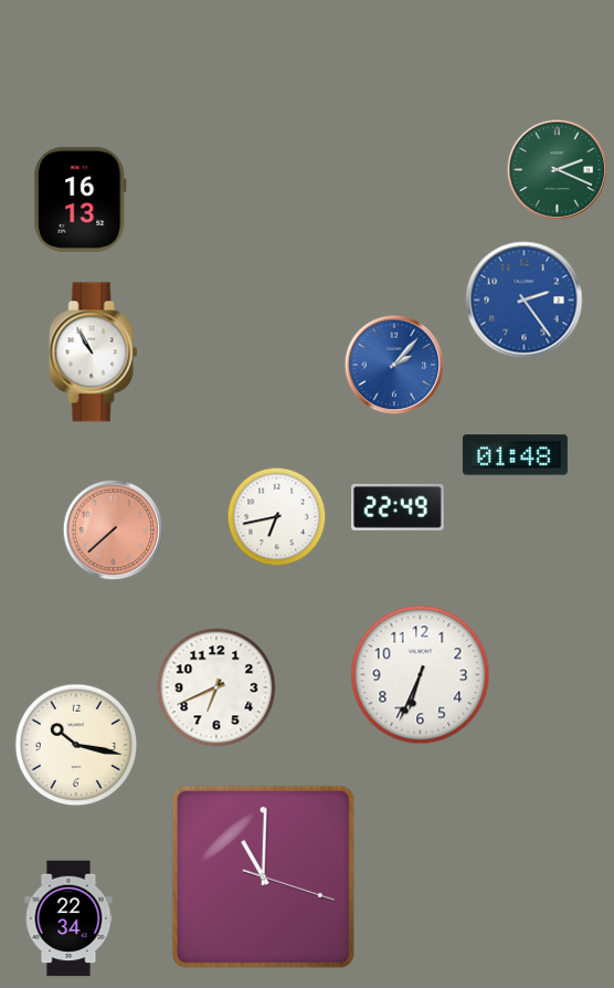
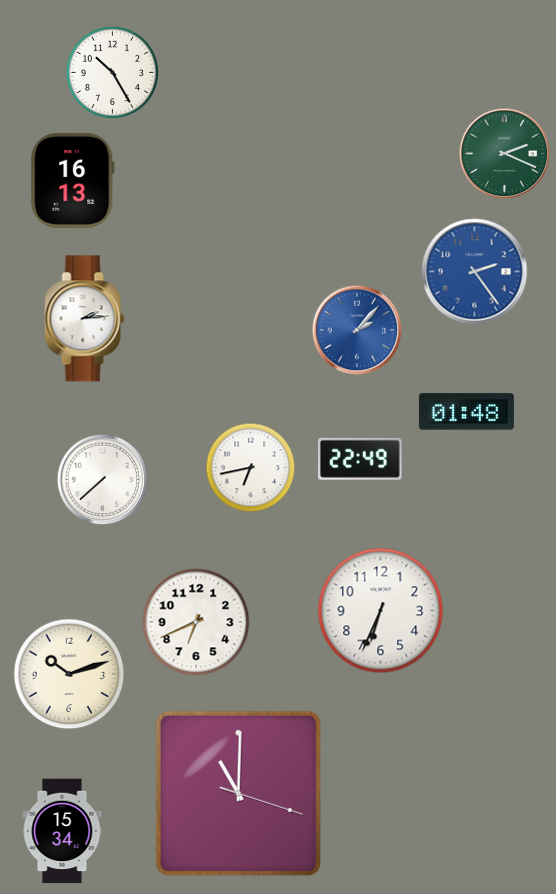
clock at (112, 72): none -> 10:25
clock at (94, 353): 10:55 -> 2:14
clock at (114, 530) dial: salmon -> white
clock at (76, 745): 10:17 -> 10:12
clock at (68, 918): 22:34 -> 15:34
